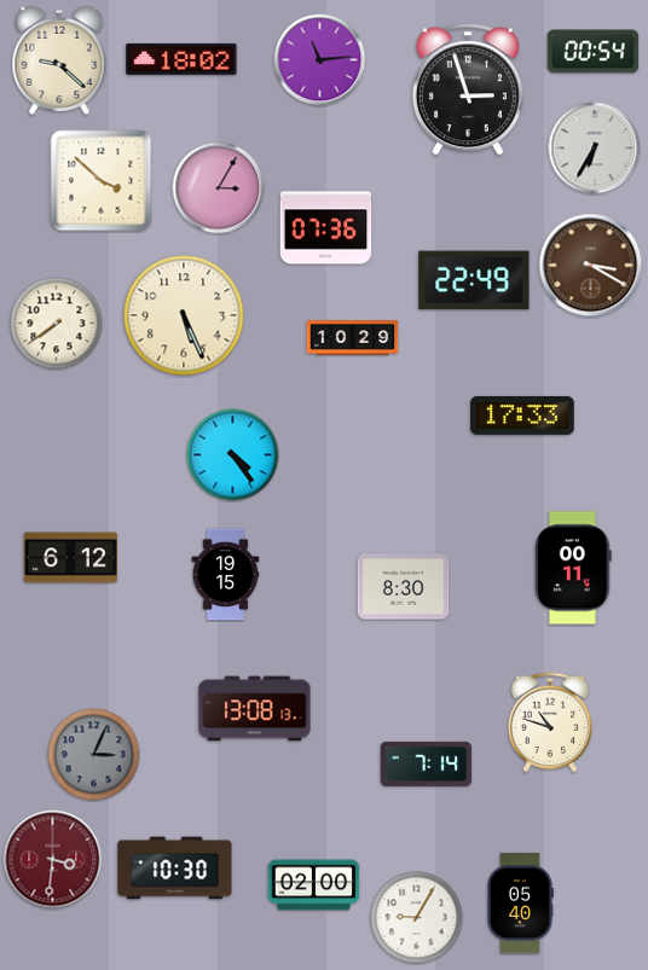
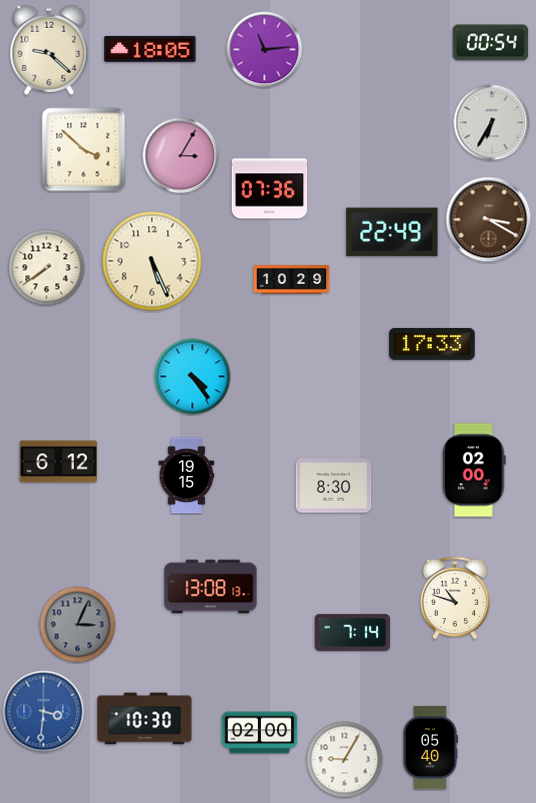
clock at (181, 59): 18:02 -> 18:05
clock at (468, 89): 2:57 -> none
clock at (573, 568): 00:11 -> 02:00
clock at (53, 860) dial: burgundy -> blue
